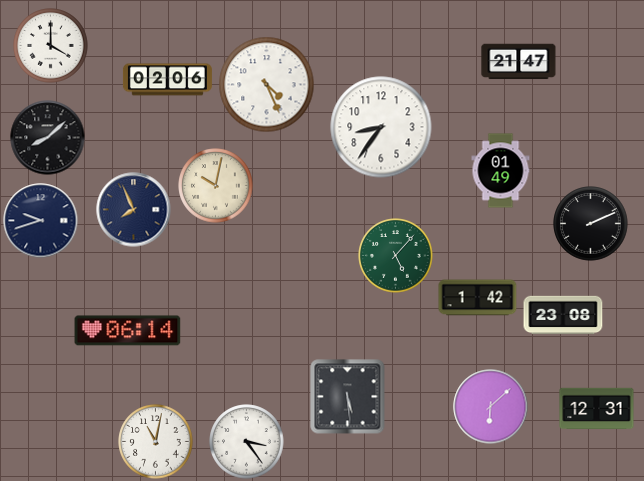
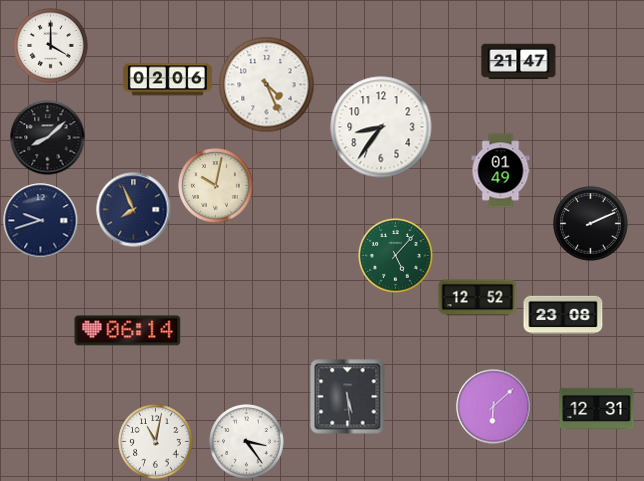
clock at (478, 298): 1:42 -> 12:52
clock at (491, 407) position: (491, 407) -> (494, 407)
